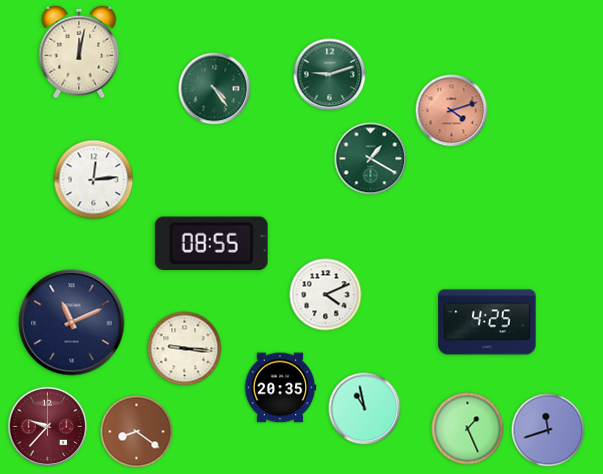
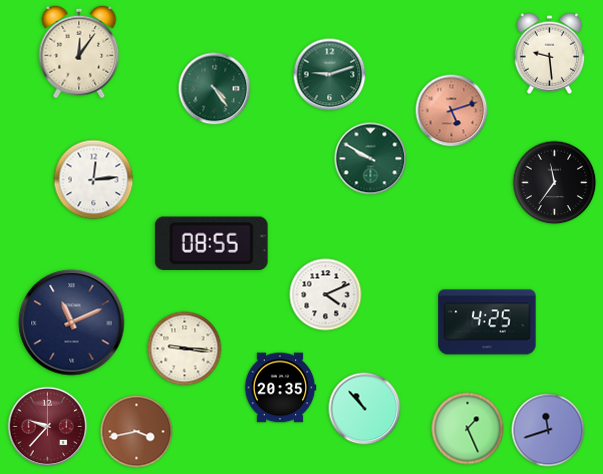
clock at (79, 52): 12:02 -> 12:06
clock at (550, 53): none -> 9:29
clock at (452, 111): 4:12 -> 5:12
clock at (371, 159): 1:20 -> 9:50
clock at (555, 183): none -> 11:36
clock at (365, 409): 10:58 -> 10:53
clock at (137, 432): 8:21 -> 3:43
